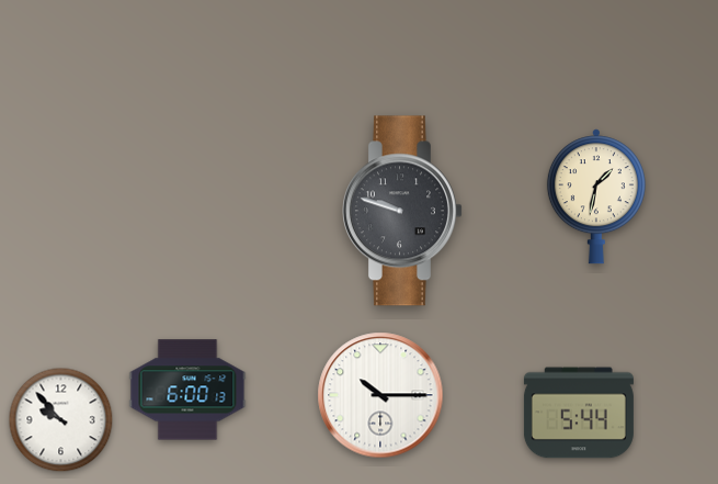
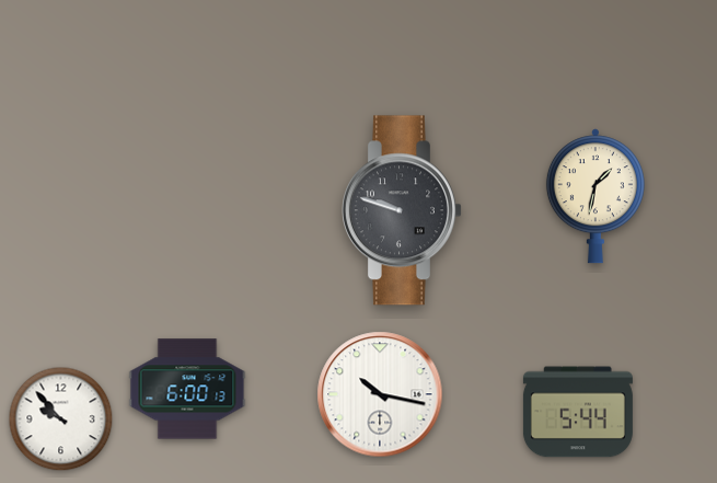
clock at (380, 395): 10:15 -> 10:17
